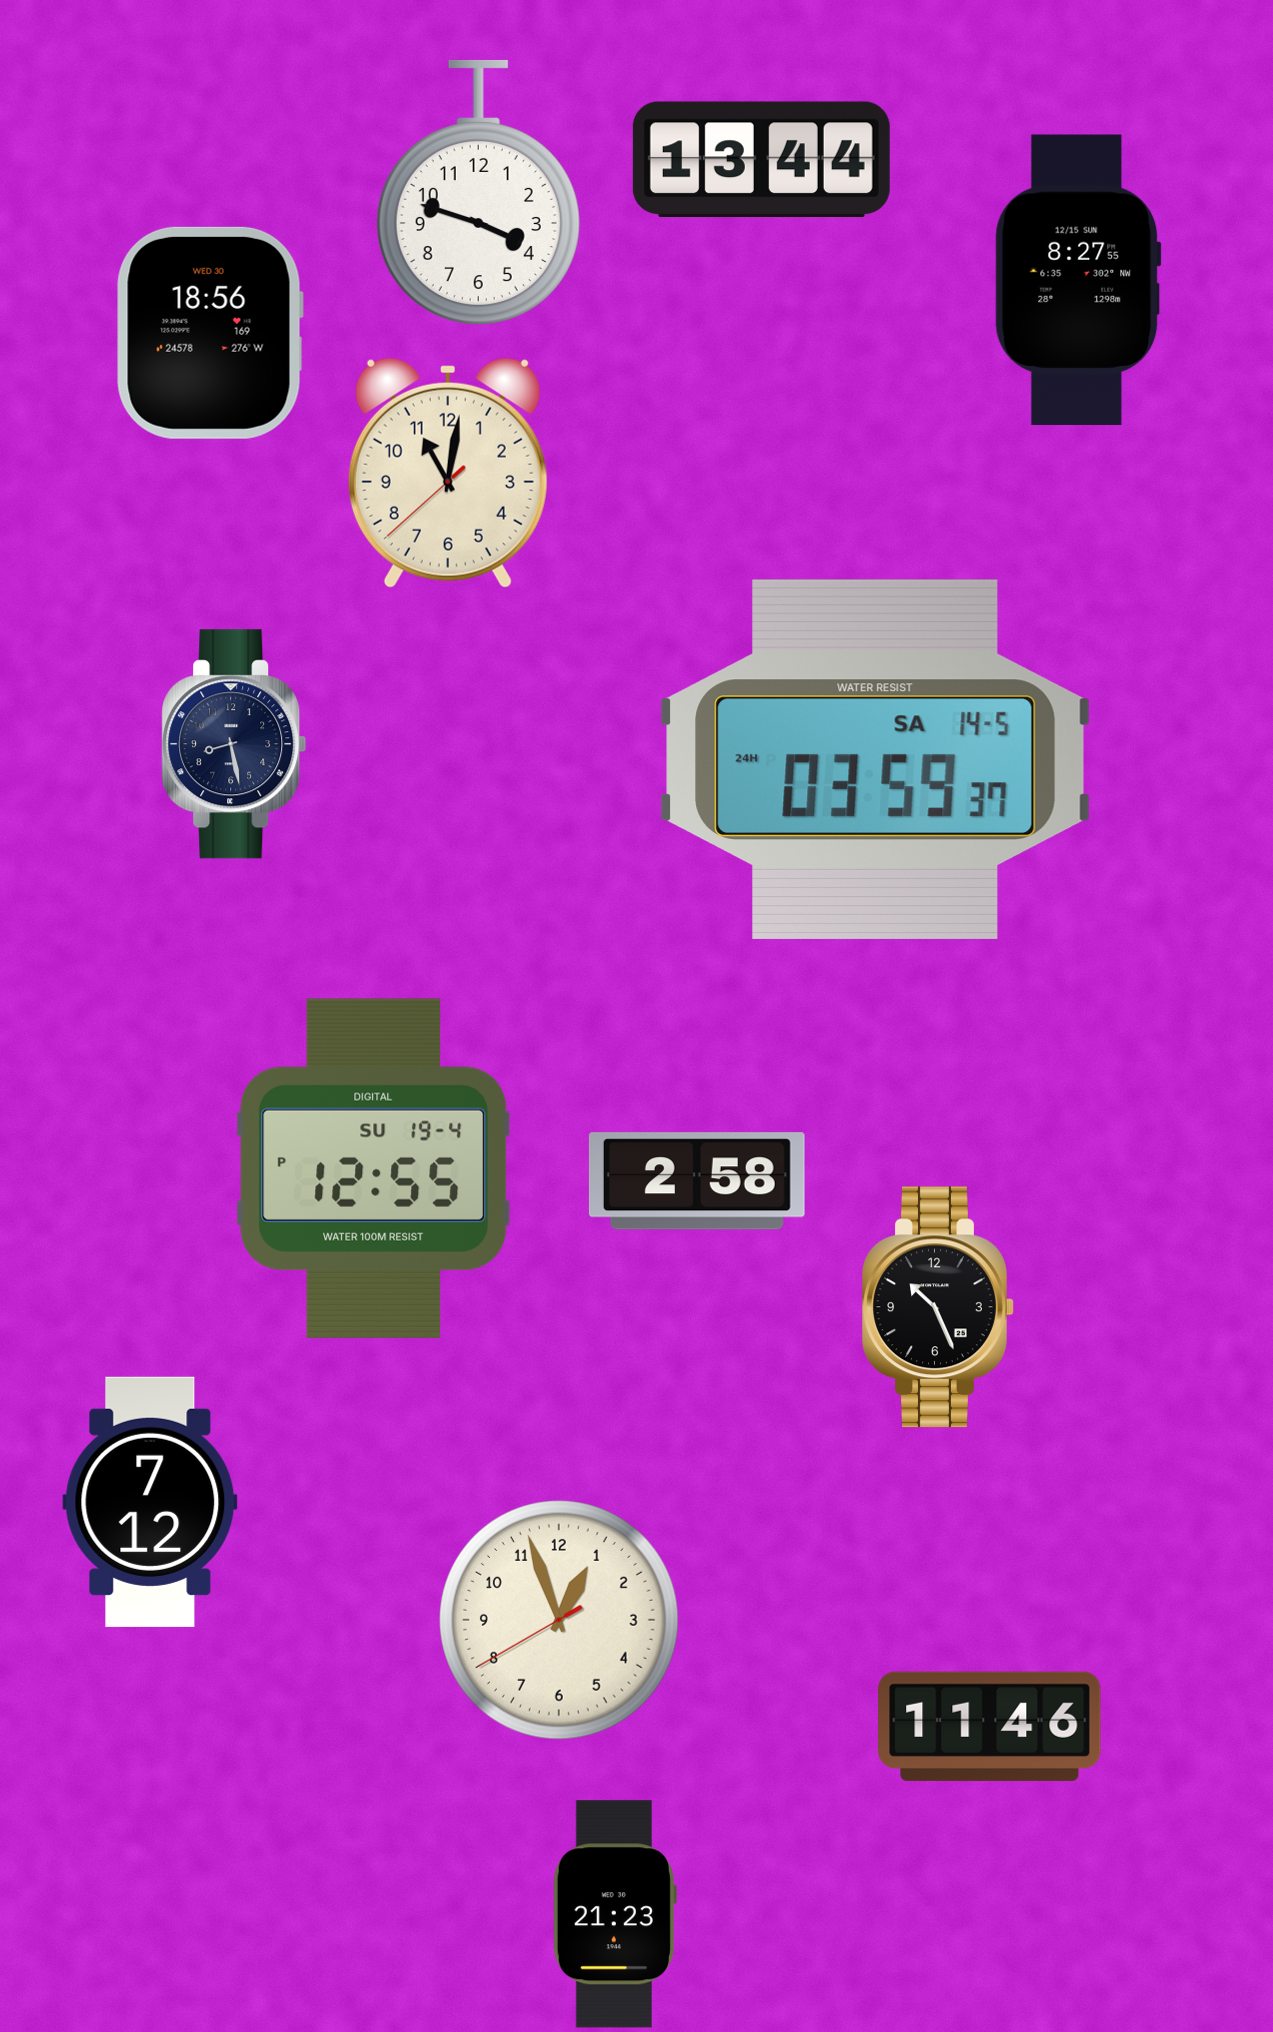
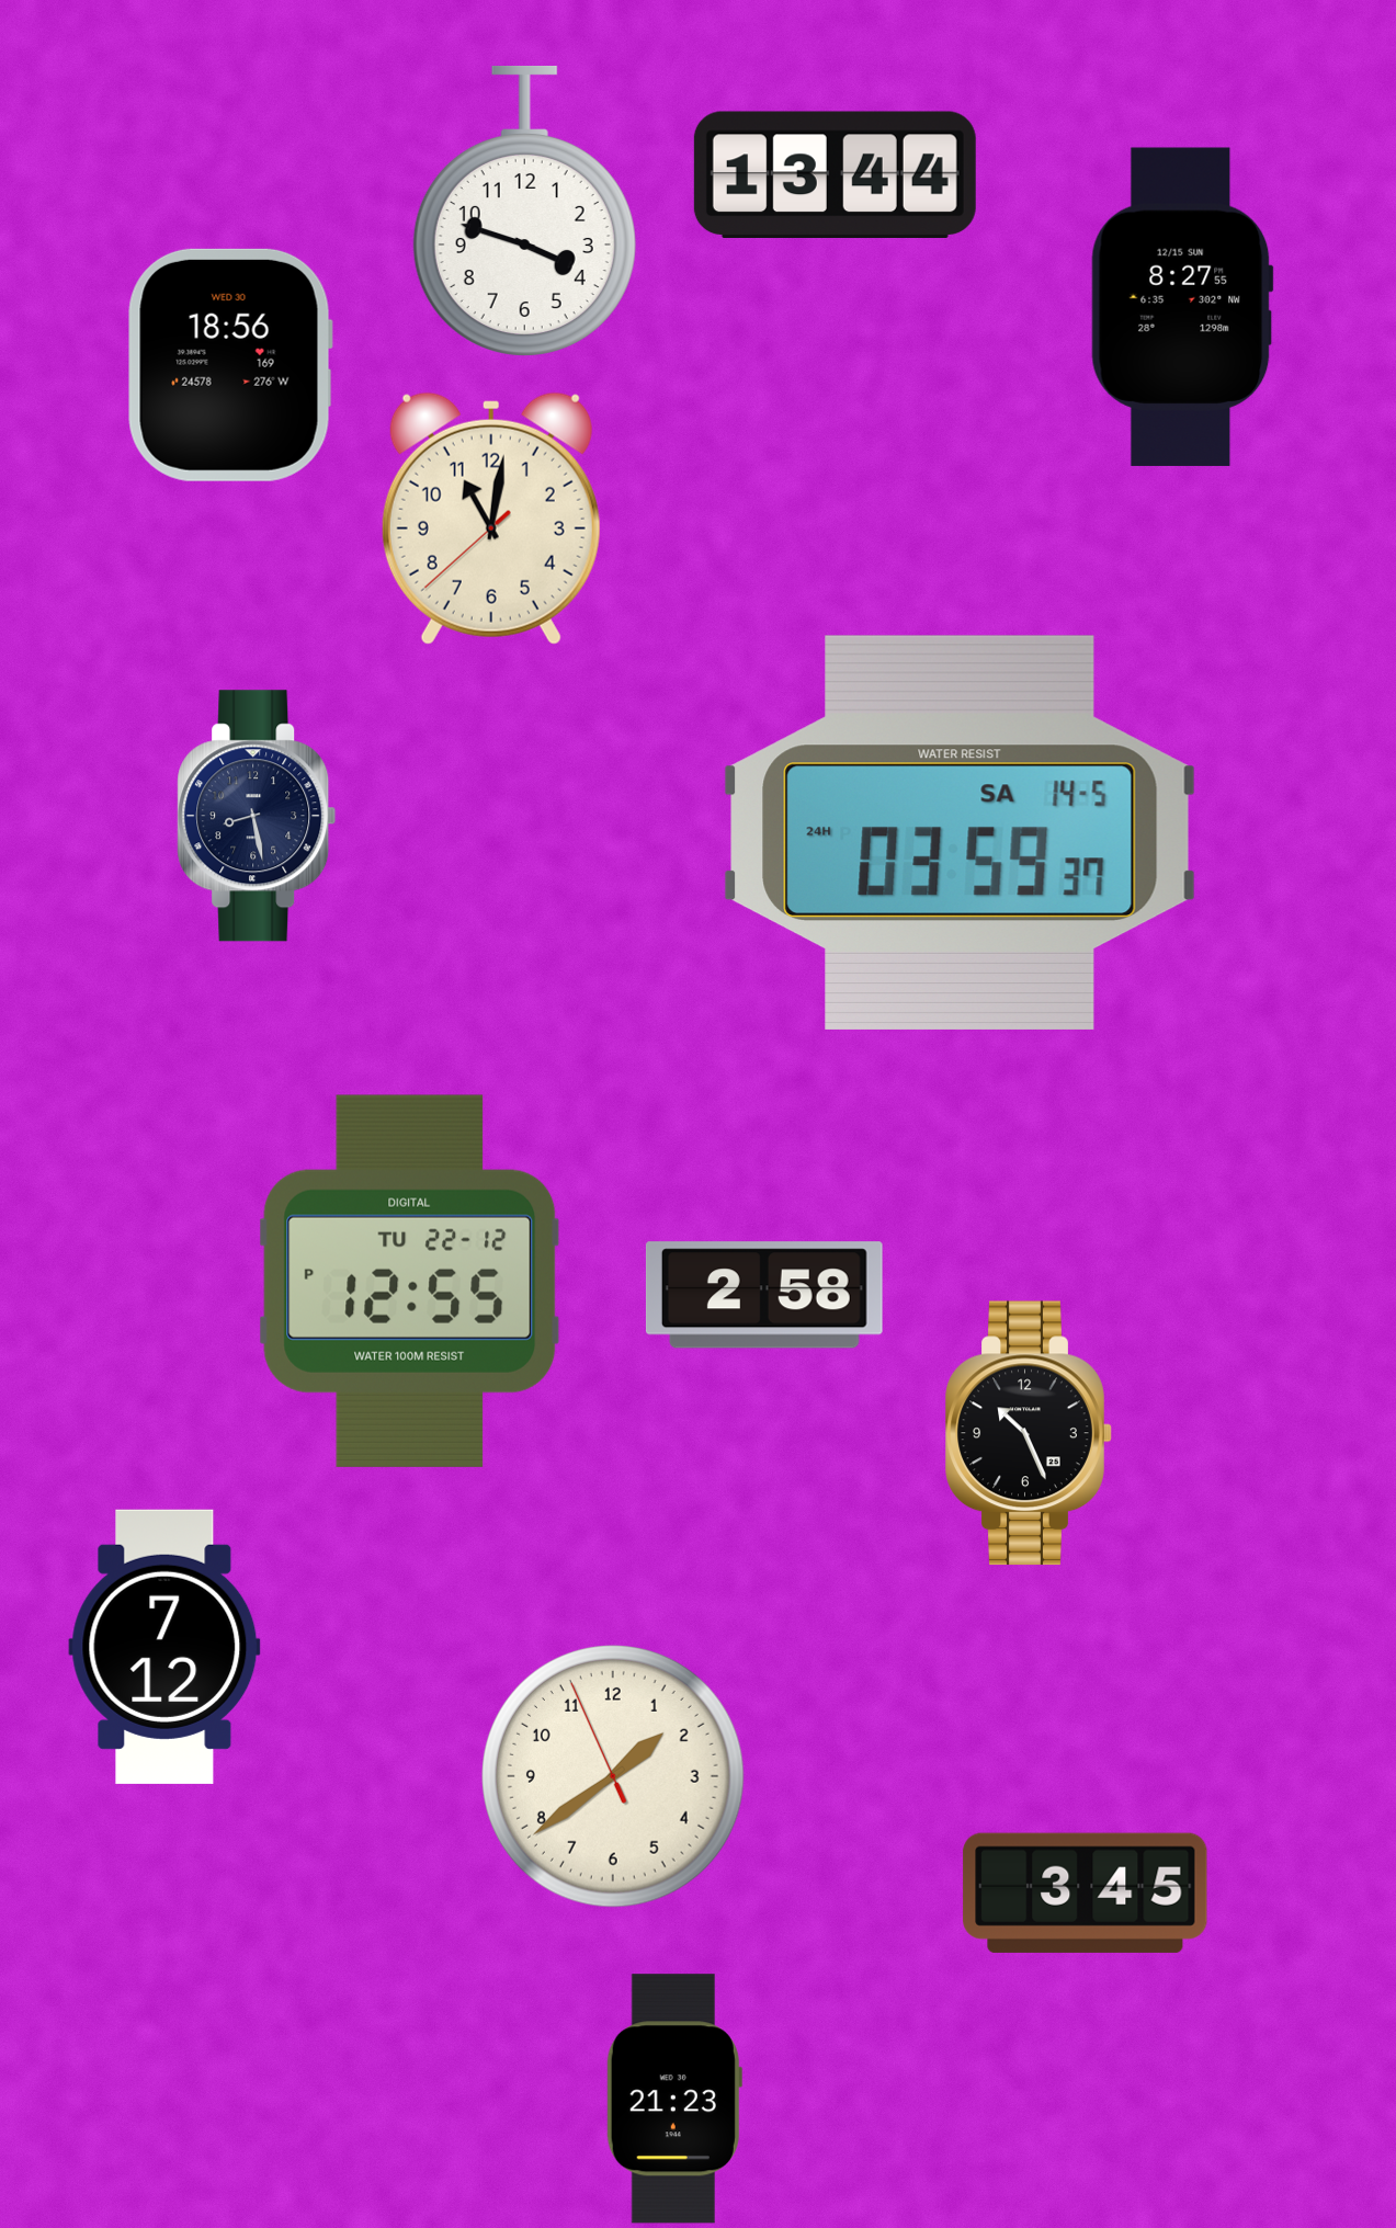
clock at (374, 1168) date: SU 19-4 -> TU 22-12
clock at (559, 1620): 12:56 -> 1:38
clock at (990, 1726): 11:46 -> 3:45
